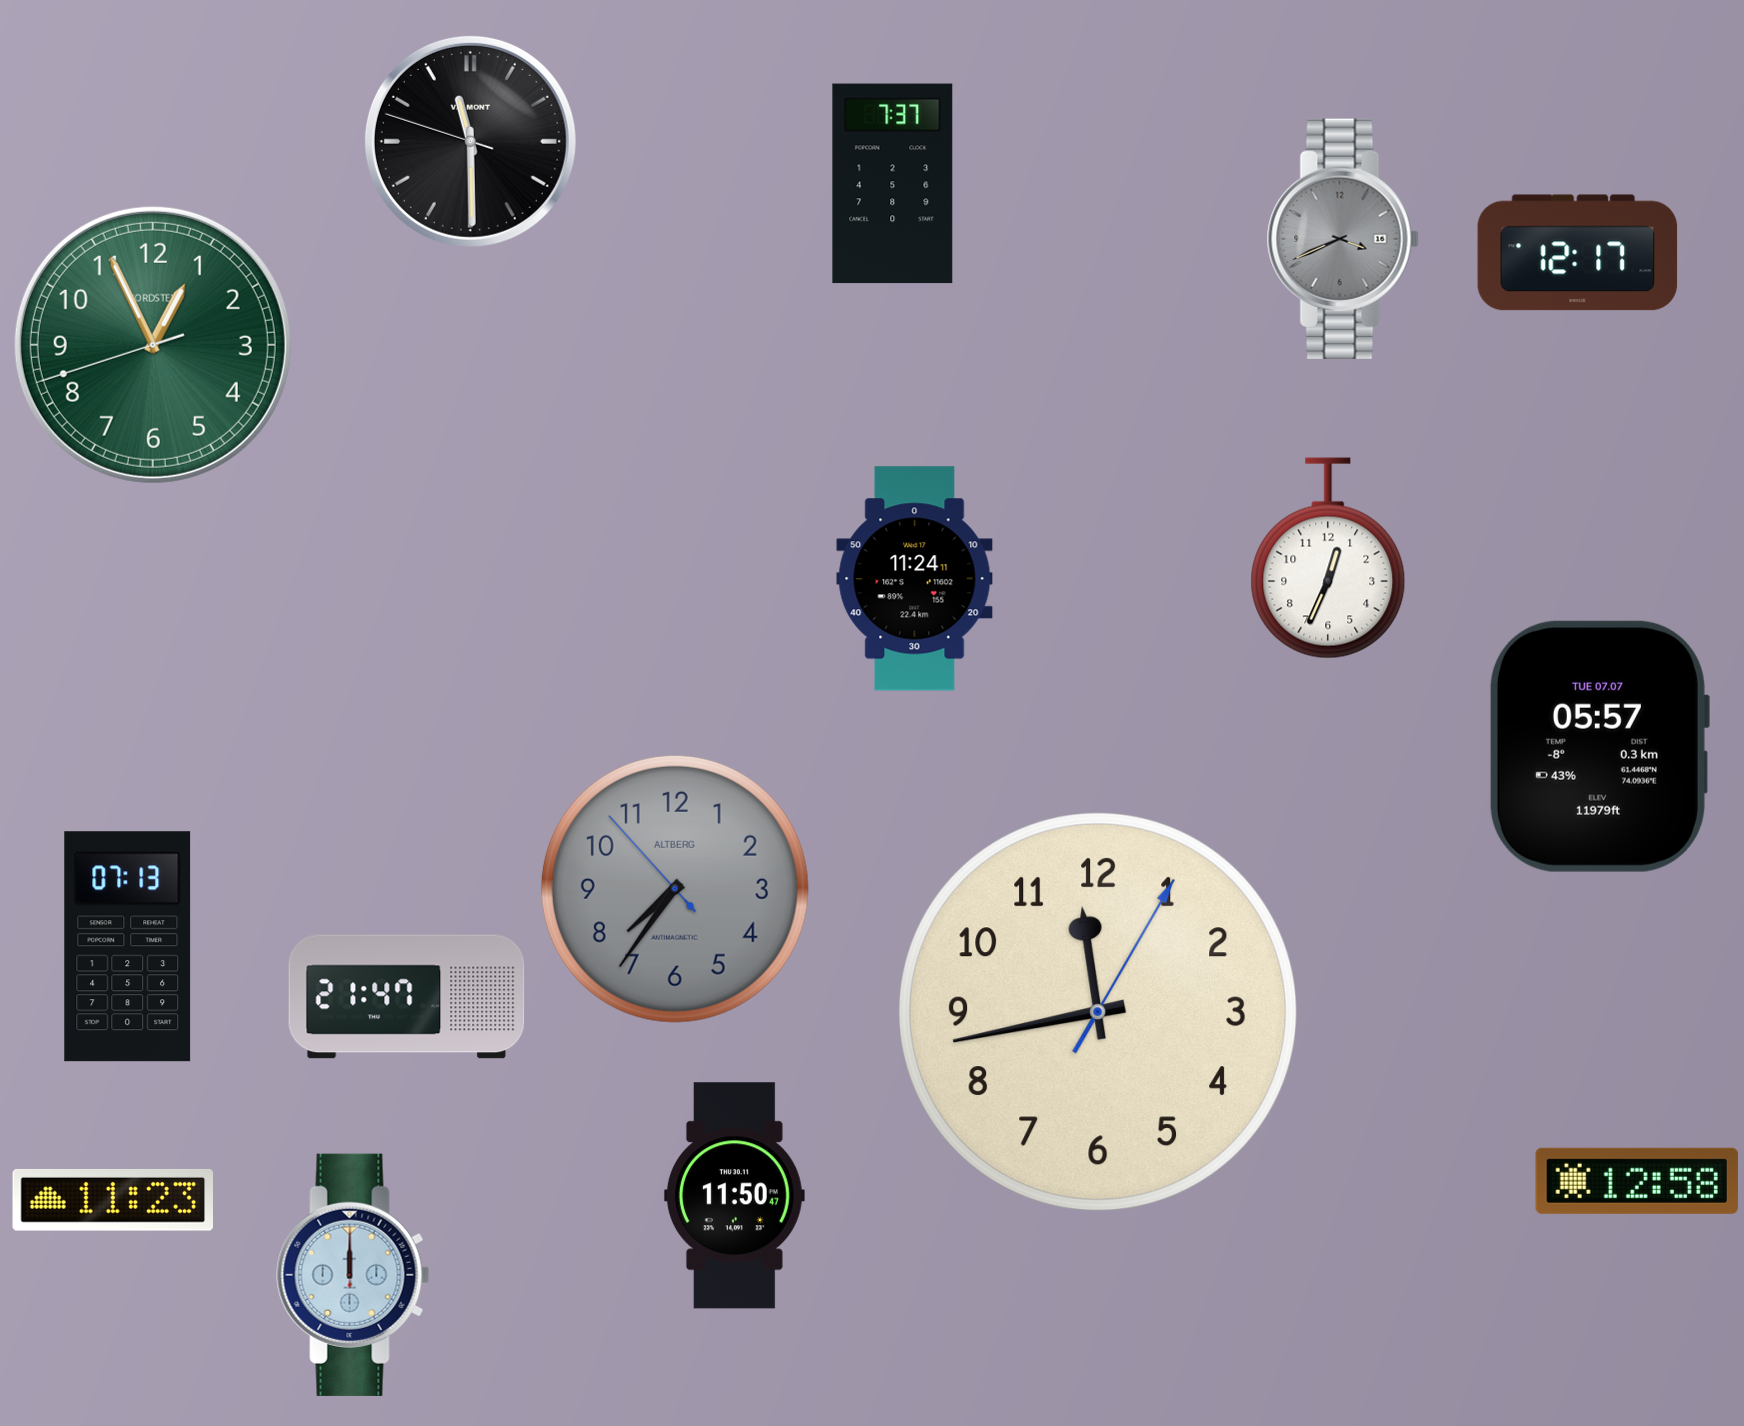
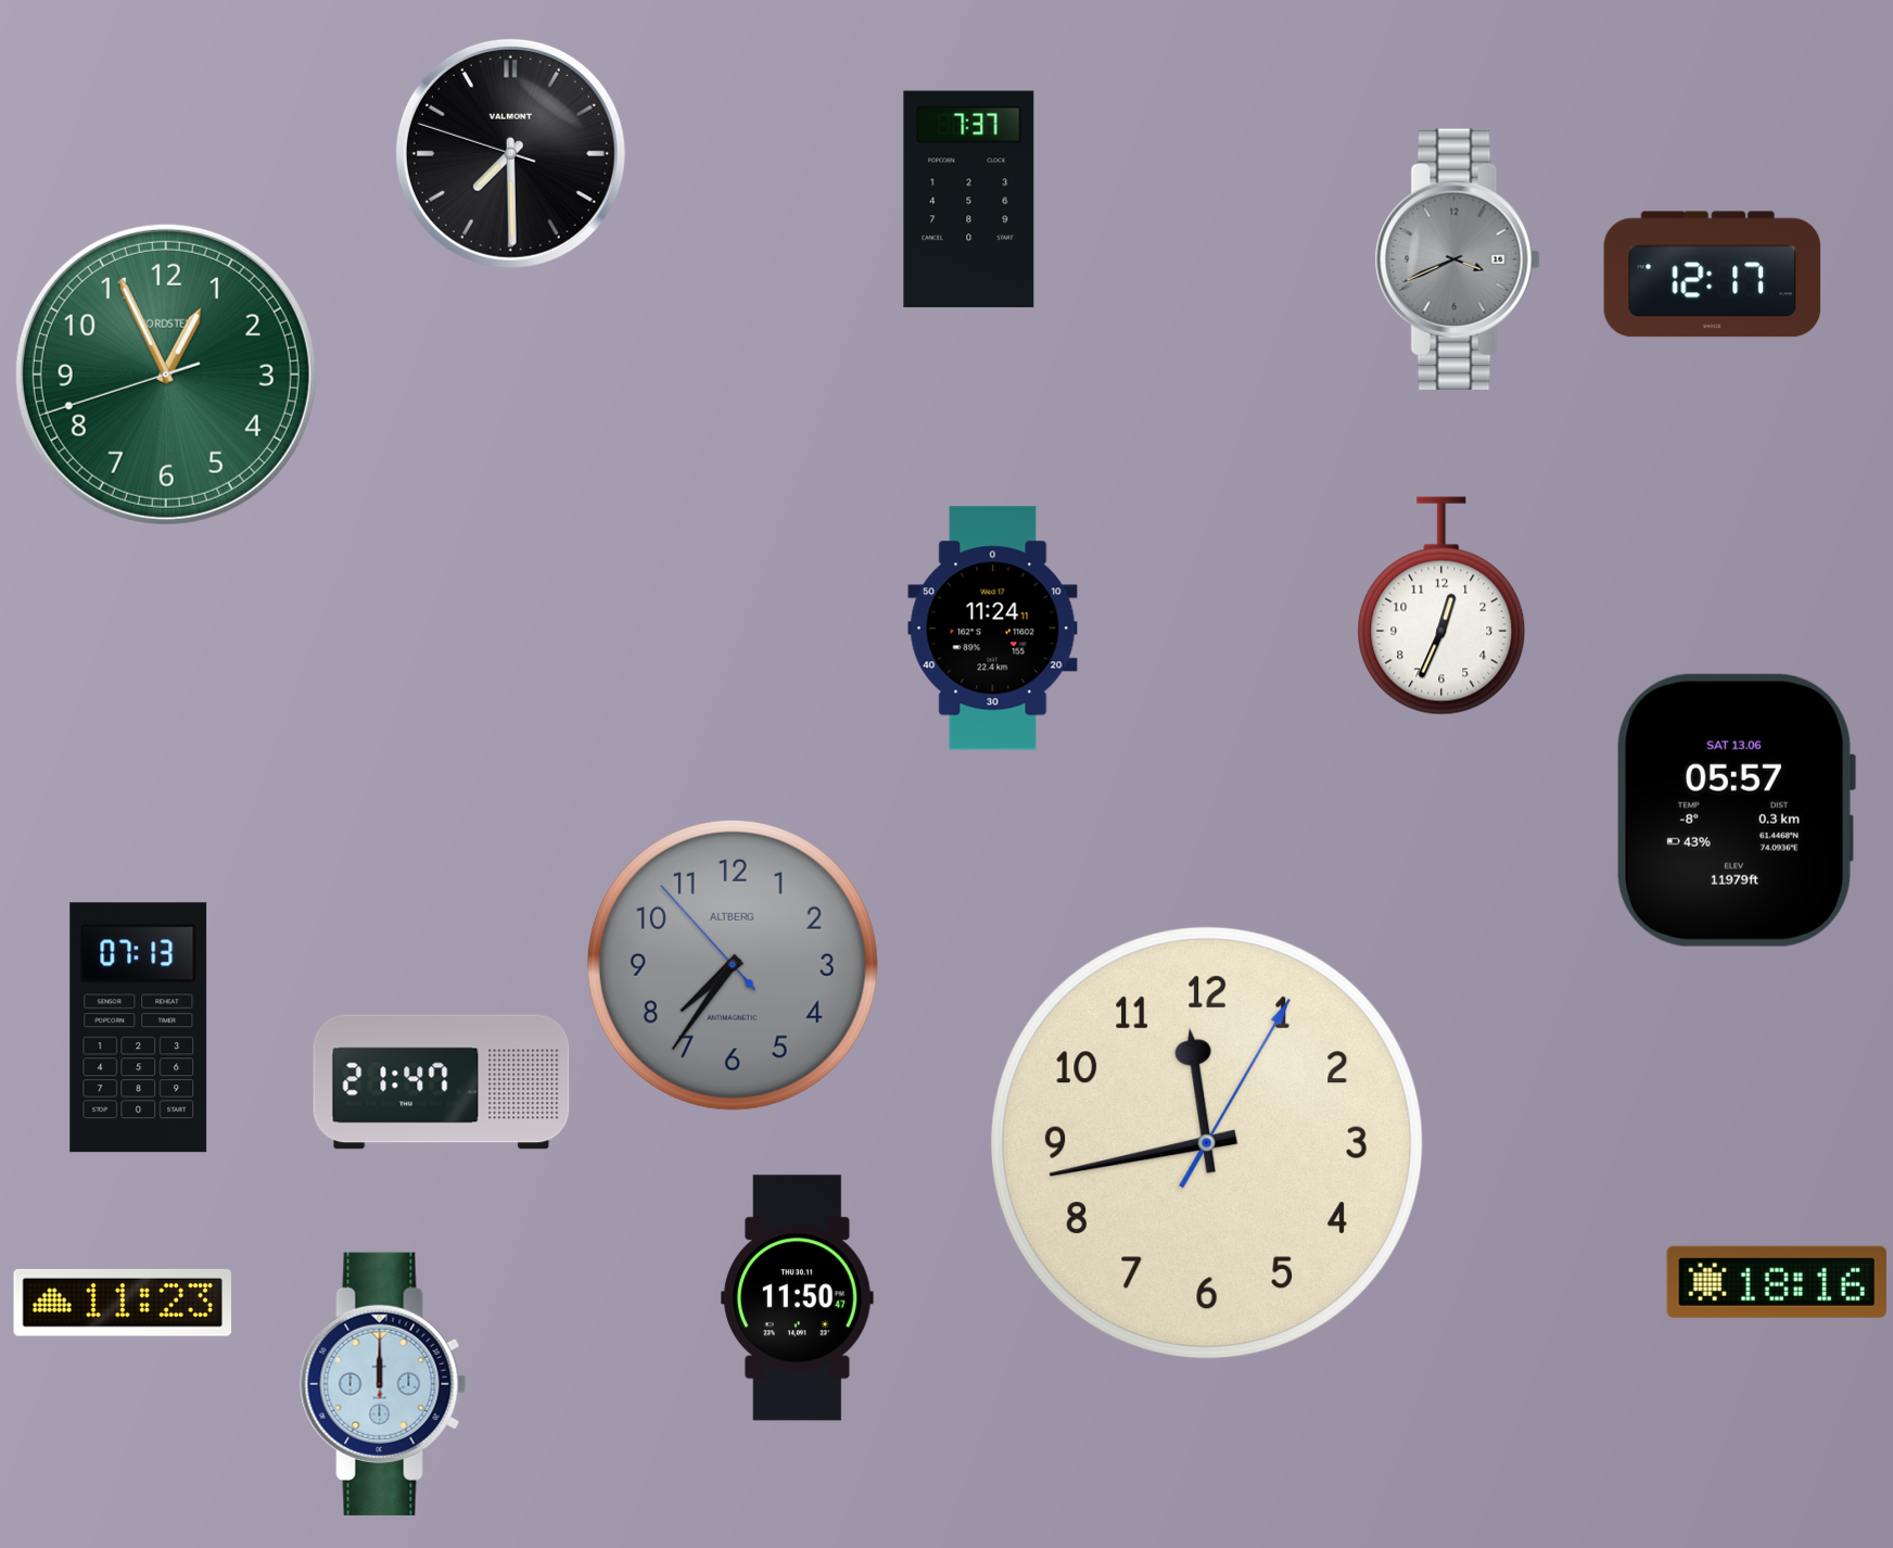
clock at (470, 141): 11:29 -> 7:29
clock at (1599, 746) date: TUE 07.07 -> SAT 13.06
clock at (1098, 1012) position: (1098, 1012) -> (1207, 1143)
clock at (1637, 1181): 12:58 -> 18:16
